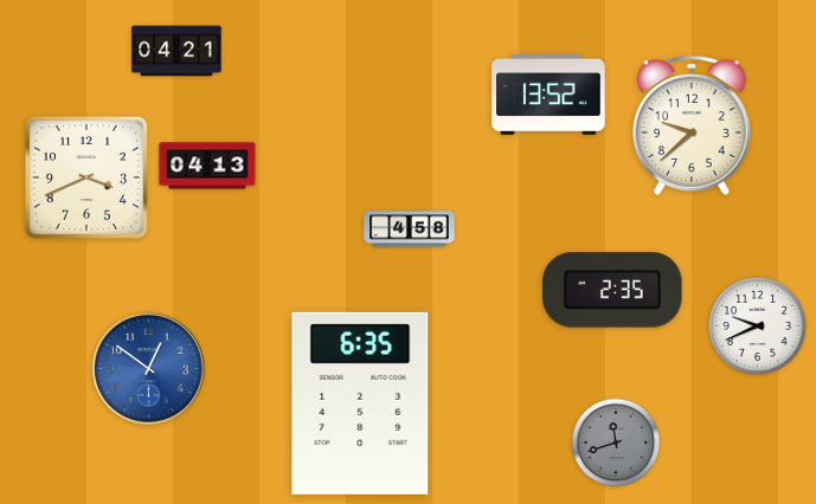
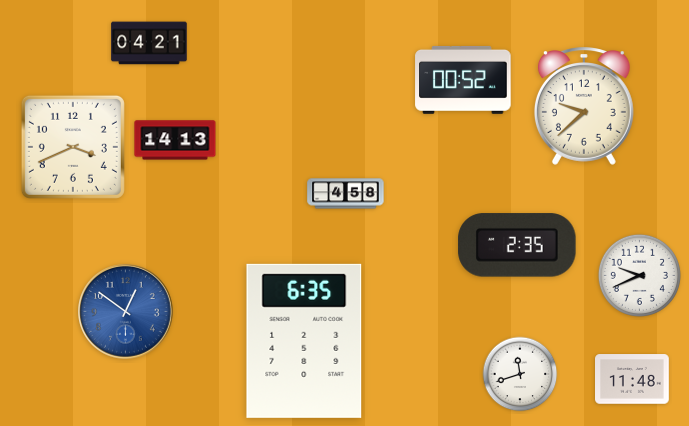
clock at (548, 95): 13:52 -> 00:52
clock at (207, 166): 04:13 -> 14:13
clock at (86, 177) position: (86, 177) -> (73, 147)
clock at (616, 442) dial: grey -> white
clock at (632, 379): none -> 11:48
